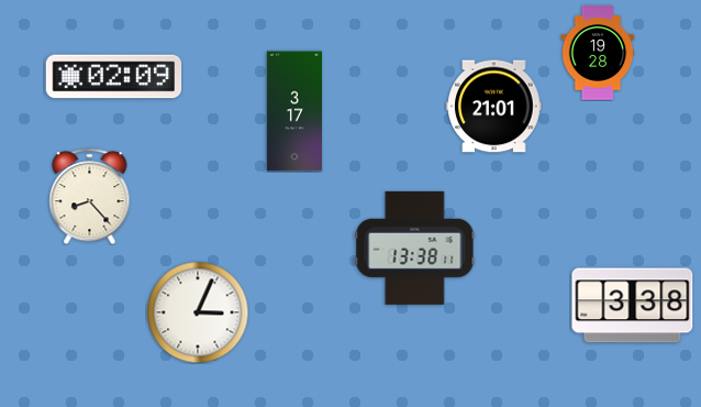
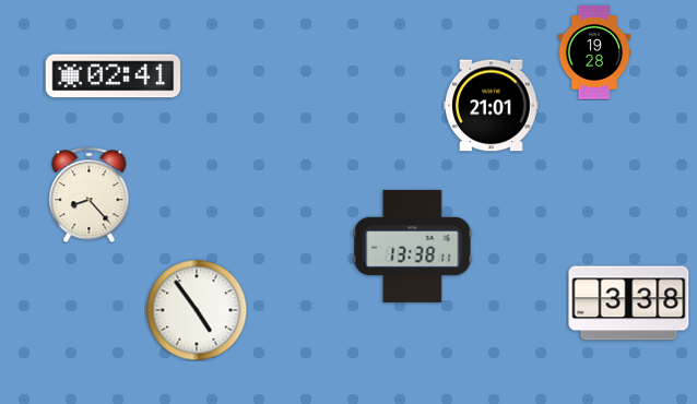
clock at (114, 77): 02:09 -> 02:41
clock at (293, 111): 3:17 -> none
clock at (198, 312): 3:04 -> 4:54
